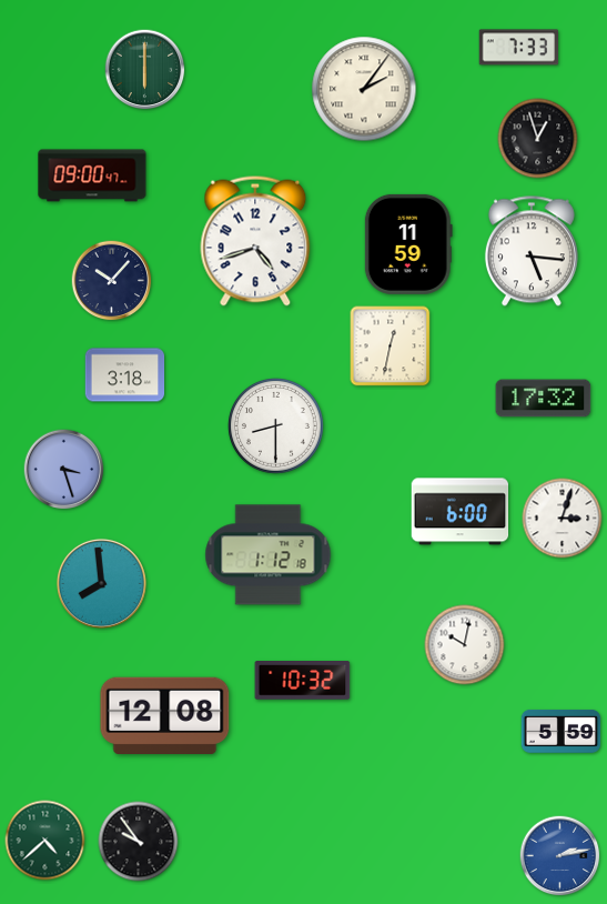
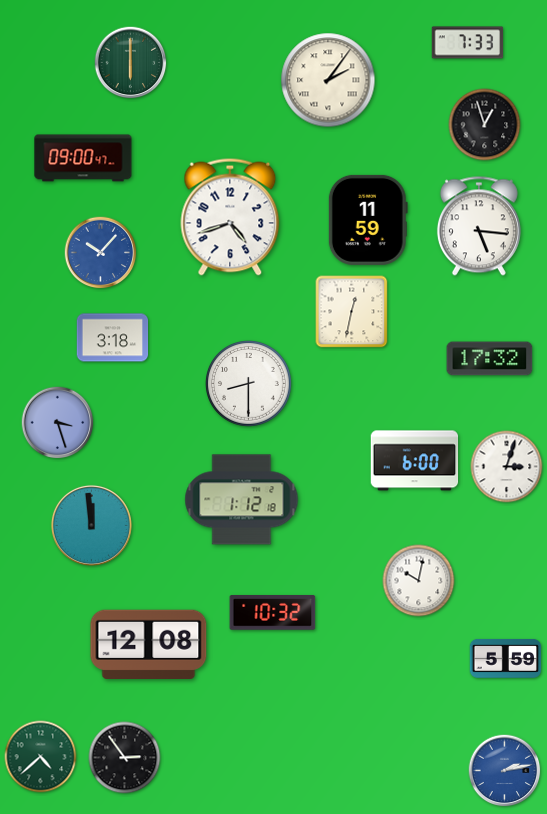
clock at (112, 281) dial: navy -> blue
clock at (101, 583): 7:59 -> 11:59
clock at (139, 842): 9:54 -> 2:54
